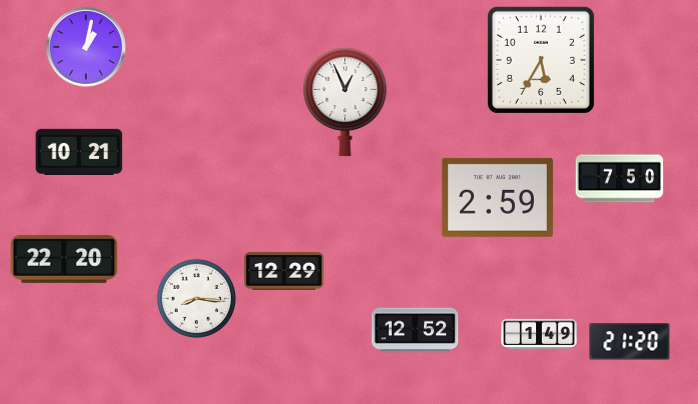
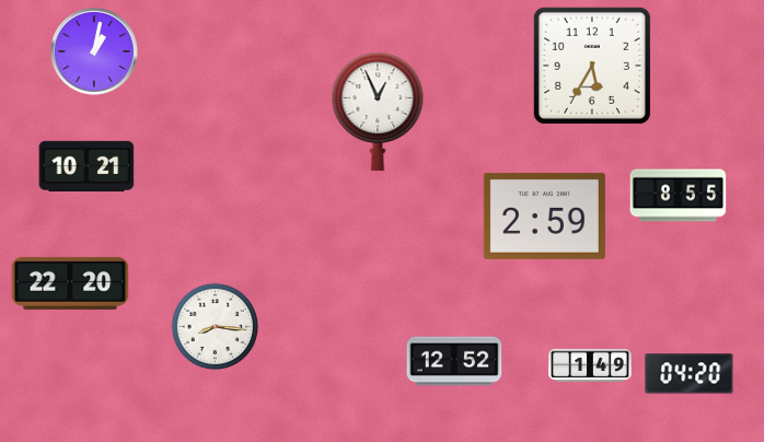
clock at (620, 179): 7:50 -> 8:55
clock at (284, 271): 12:29 -> none
clock at (630, 342): 21:20 -> 04:20
